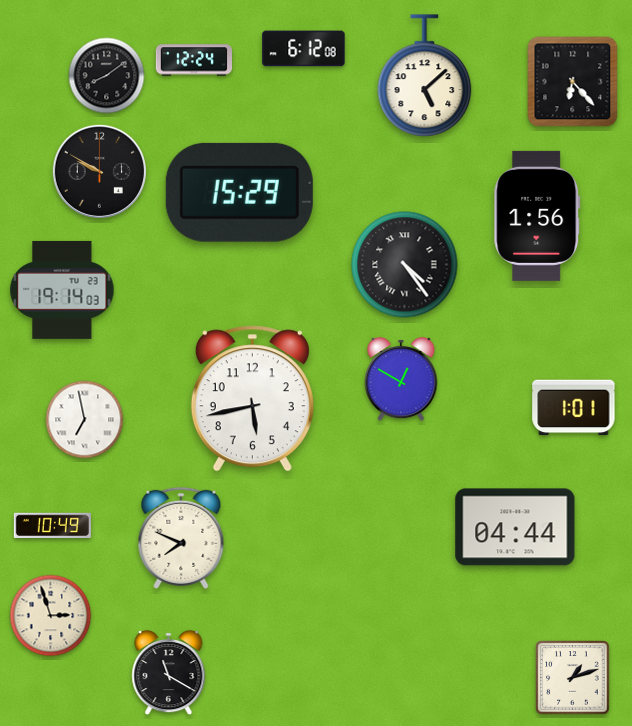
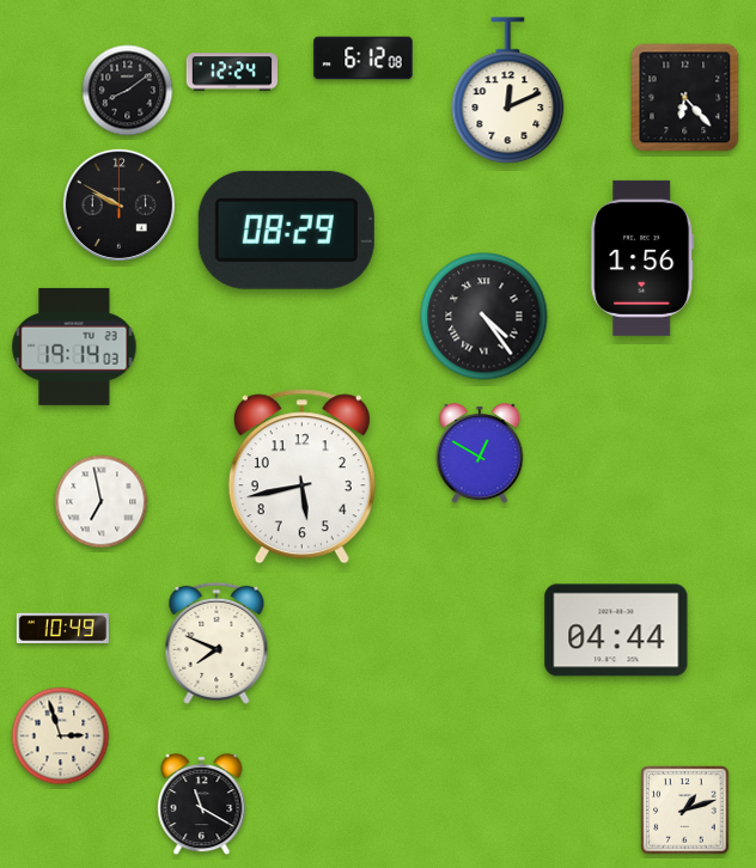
clock at (425, 76): 5:08 -> 12:11
clock at (239, 192): 15:29 -> 08:29
clock at (574, 408): 1:01 -> none
